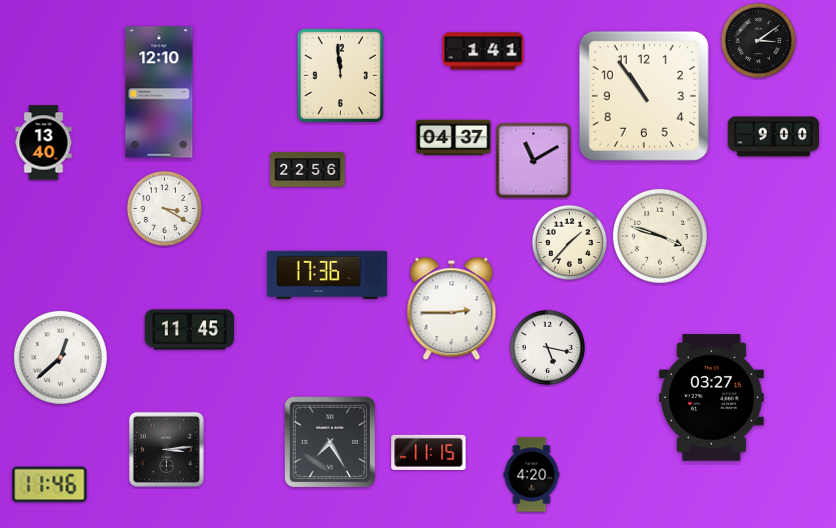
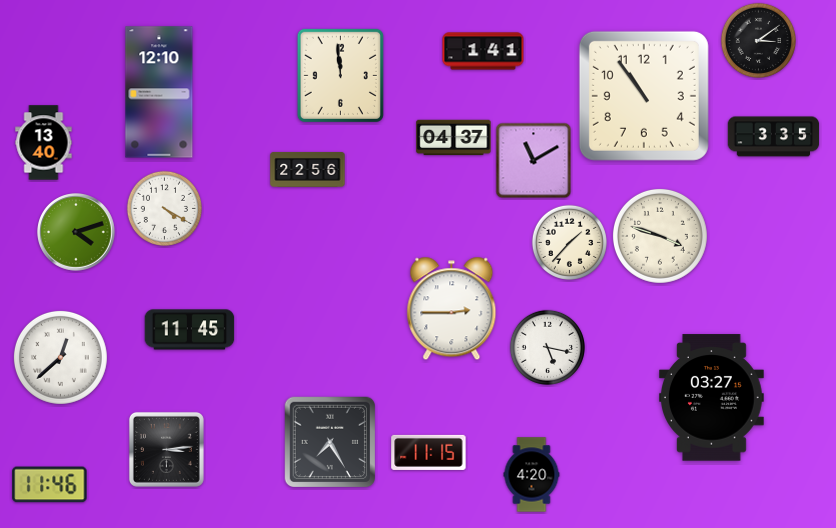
clock at (774, 137): 9:00 -> 3:35
clock at (164, 208): 3:20 -> 4:20
clock at (77, 233): none -> 4:12
clock at (327, 275): 17:36 -> none
